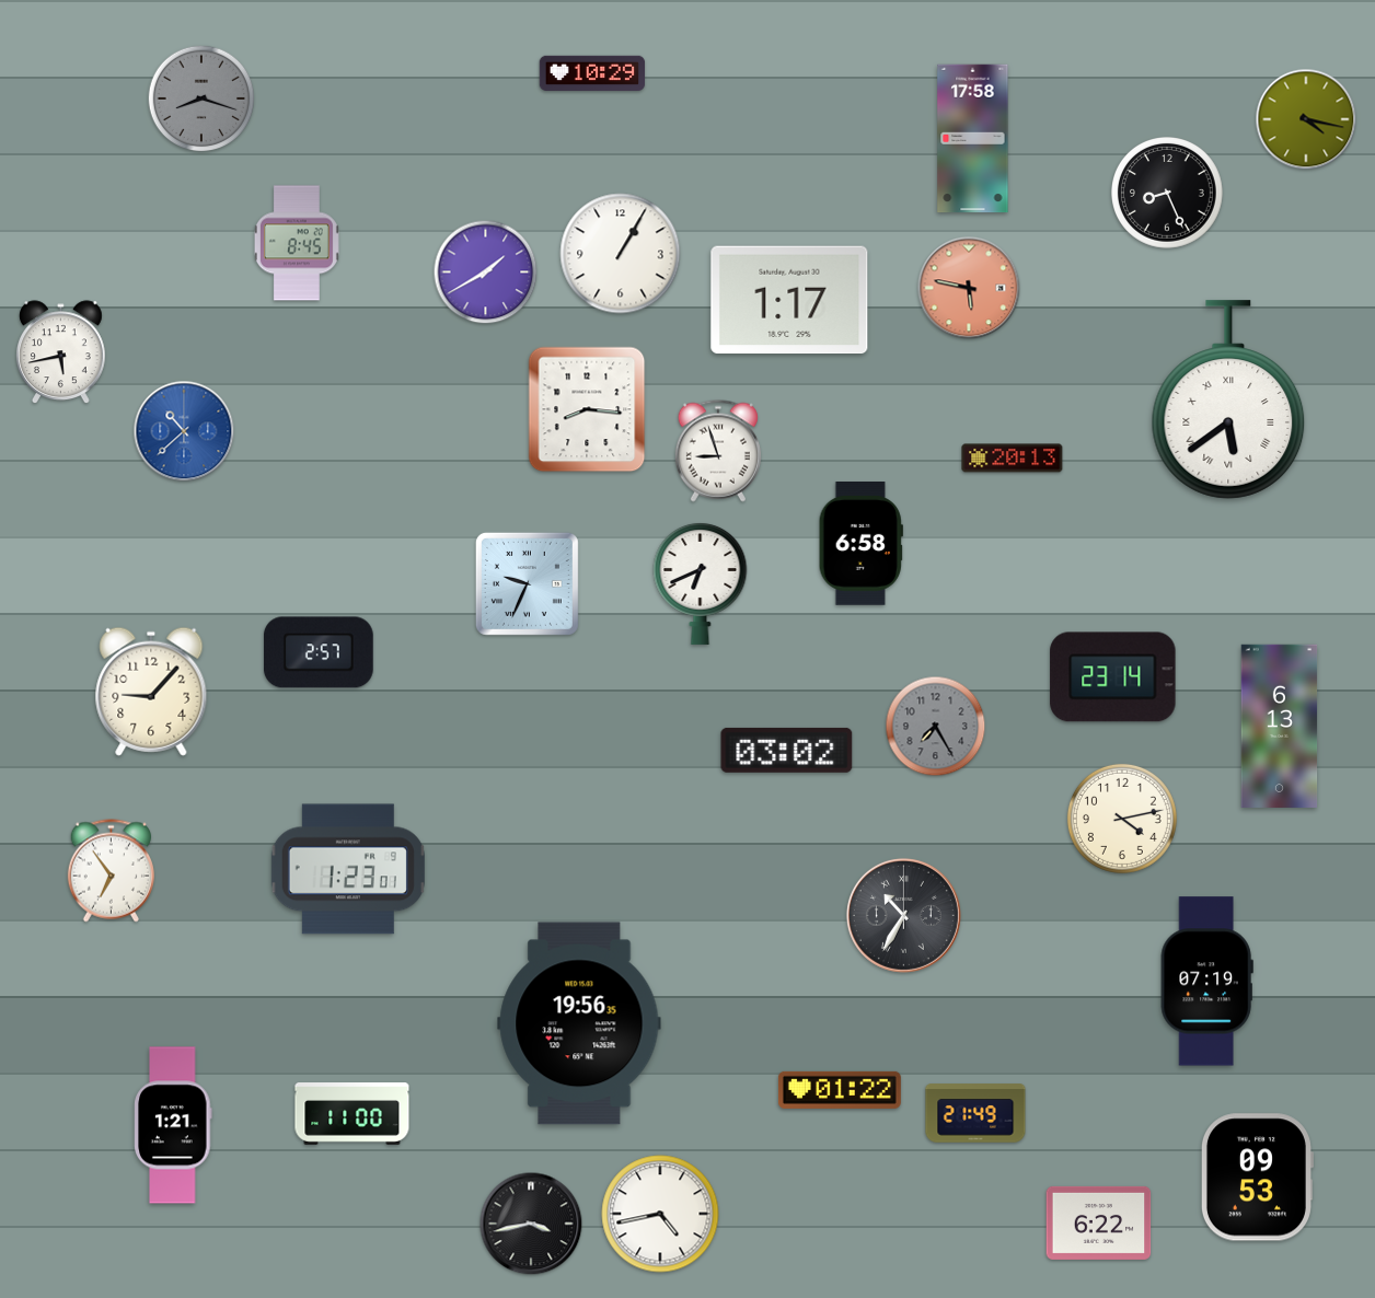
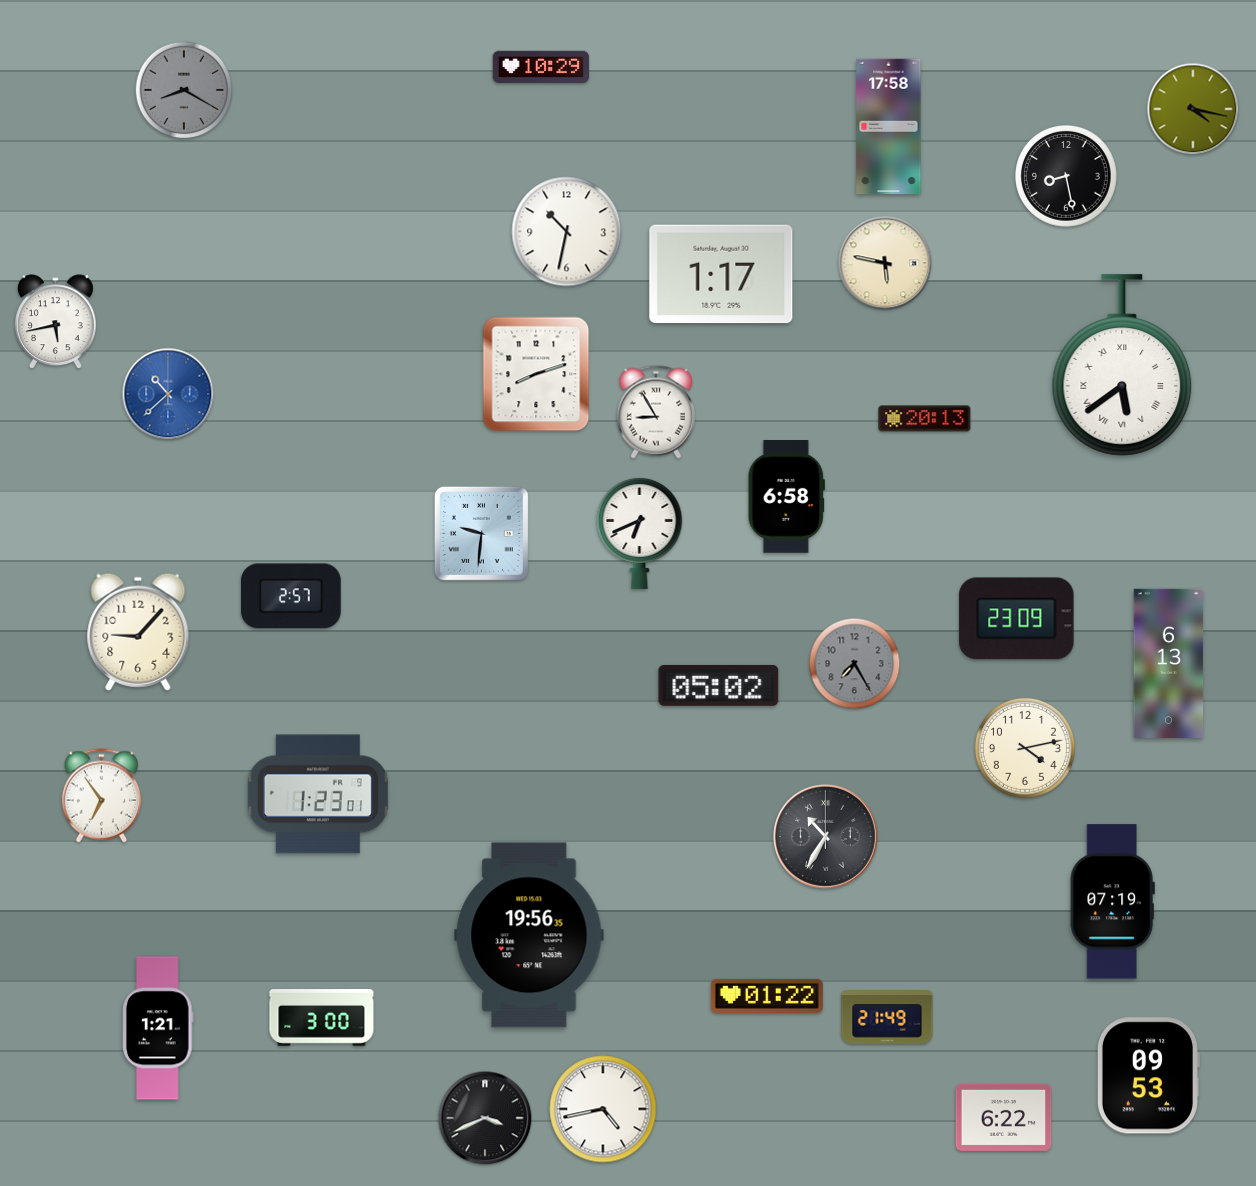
clock at (201, 98): 8:18 -> 8:20
clock at (1168, 194): 8:26 -> 8:28
clock at (297, 243): 8:45 -> none
clock at (621, 254): 1:05 -> 10:32
clock at (486, 273): 1:40 -> none
clock at (969, 288) dial: salmon -> cream
clock at (587, 409): 8:16 -> 8:12
clock at (718, 451): 8:57 -> 8:55
clock at (527, 583): 9:34 -> 9:31
clock at (1113, 677): 23:14 -> 23:09
clock at (787, 750): 03:02 -> 05:02
clock at (1206, 982) position: (1206, 982) -> (1112, 902)
clock at (975, 1113) position: (975, 1113) -> (887, 1017)
clock at (353, 1114): 11:00 -> 3:00
clock at (531, 1224): 3:43 -> 3:41
